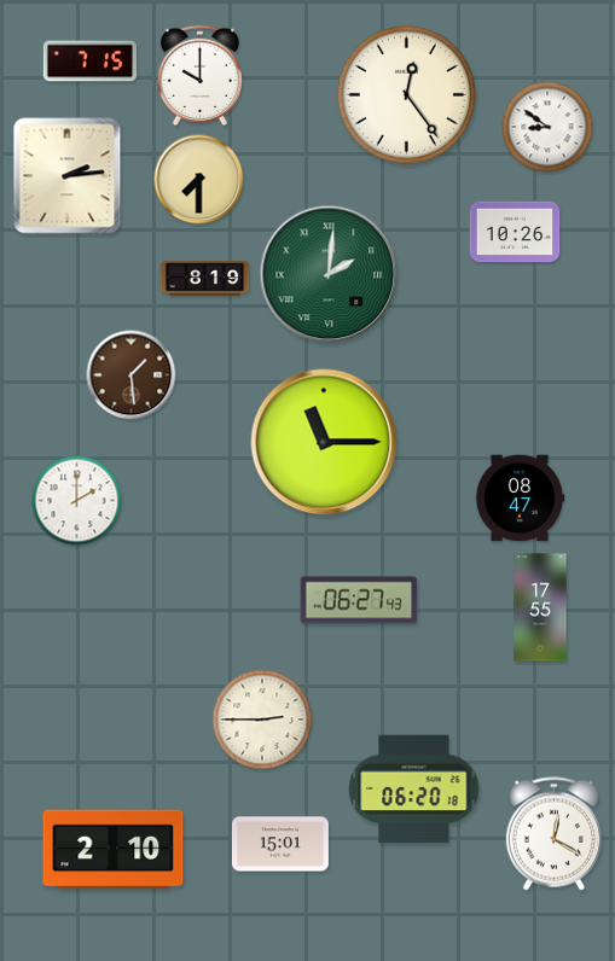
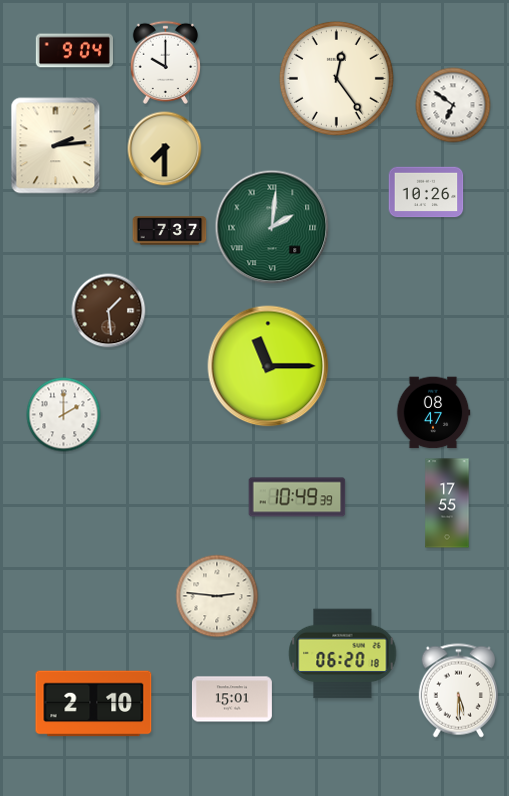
clock at (89, 62): 7:15 -> 9:04
clock at (547, 127): 8:51 -> 6:51
clock at (205, 279): 8:19 -> 7:37
clock at (520, 499) position: (520, 499) -> (433, 413)
clock at (359, 600): 06:27 -> 10:49
clock at (262, 720): 2:45 -> 2:46
clock at (553, 834): 12:20 -> 5:30
